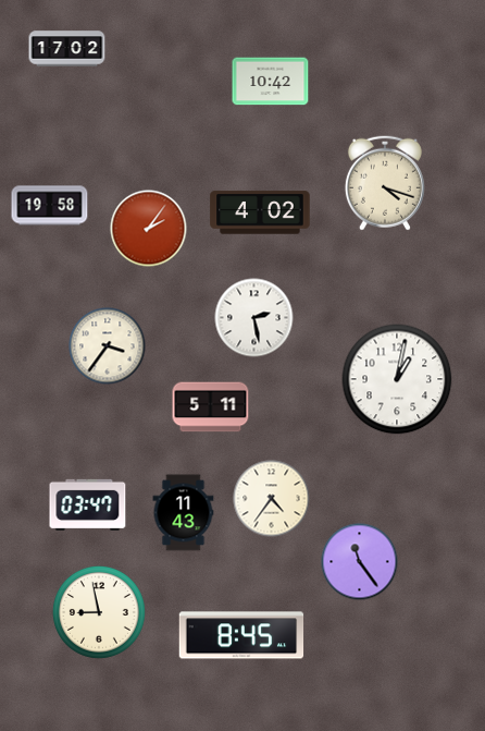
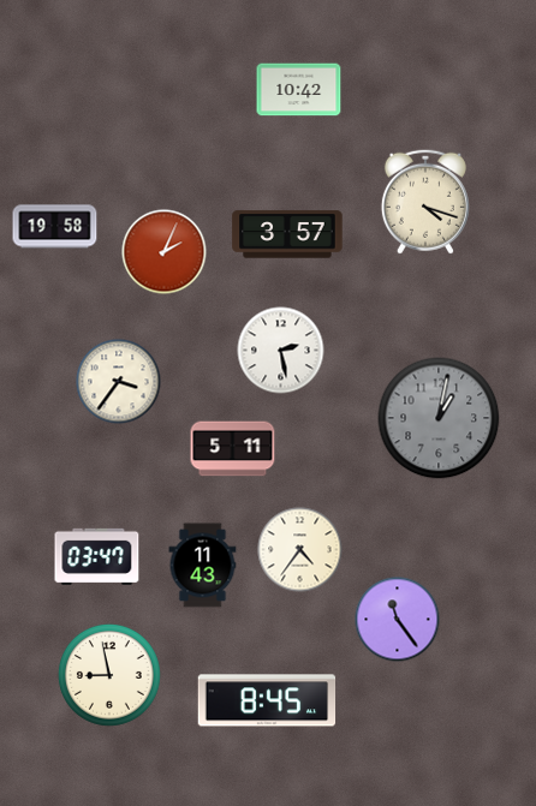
clock at (67, 49): 17:02 -> none
clock at (260, 212): 4:02 -> 3:57
clock at (149, 229): 2:06 -> 2:04
clock at (397, 379) dial: white -> grey
